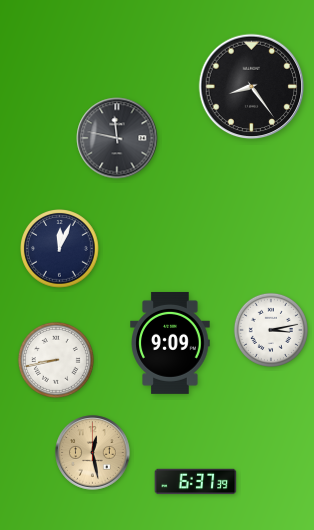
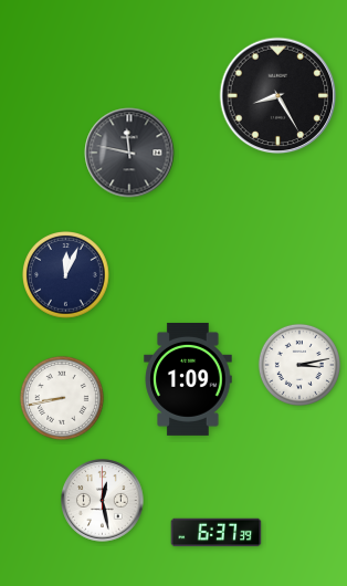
clock at (252, 87): 8:24 -> 8:25
clock at (170, 343): 9:09 -> 1:09
clock at (93, 453) dial: champagne -> white
